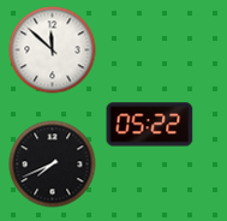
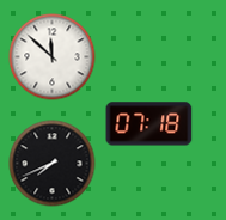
clock at (53, 50) position: (53, 50) -> (53, 57)
clock at (150, 125): 05:22 -> 07:18
